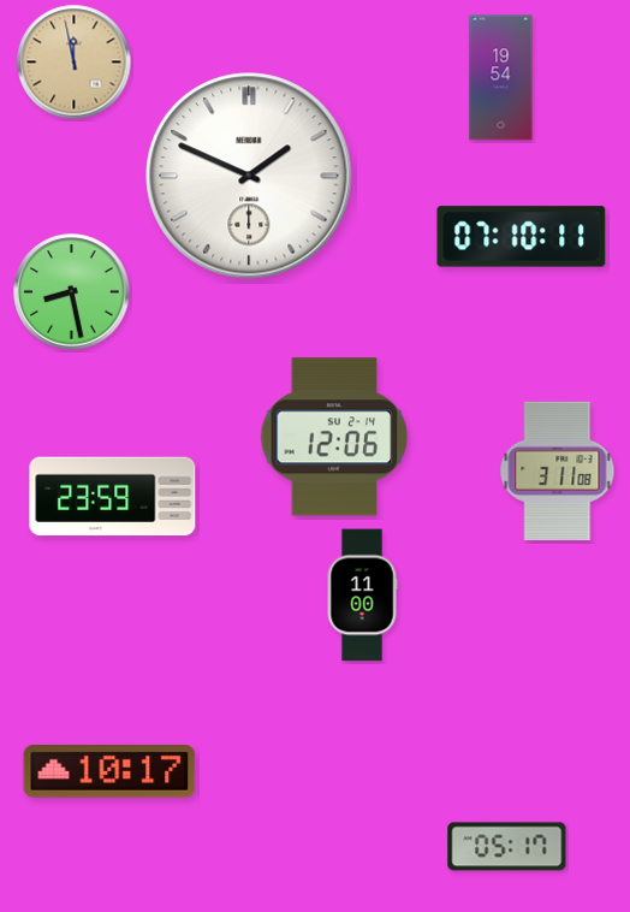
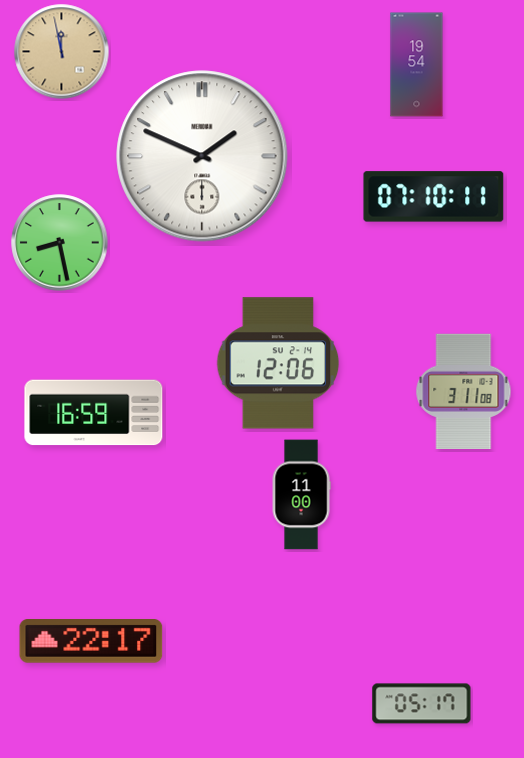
clock at (249, 176) position: (249, 176) -> (202, 156)
clock at (113, 497): 23:59 -> 16:59
clock at (109, 771): 10:17 -> 22:17
